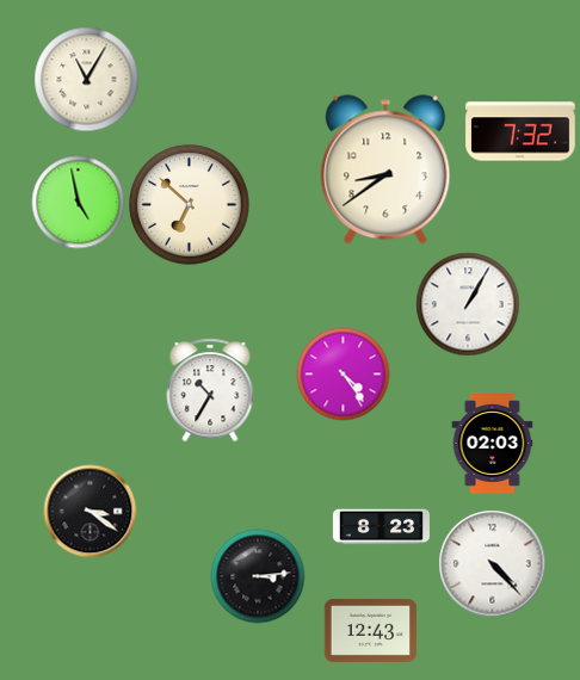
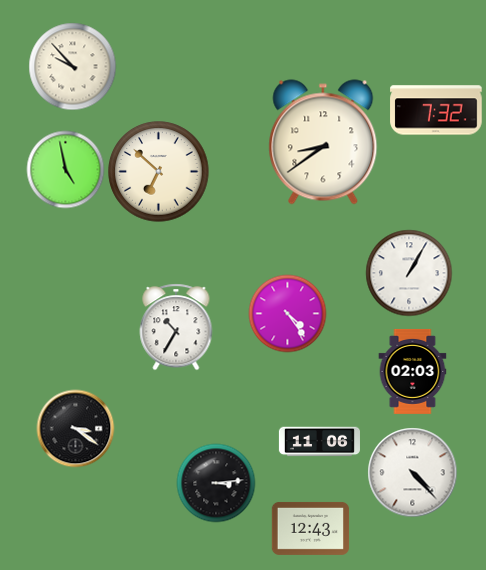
clock at (86, 79): 11:05 -> 9:53
clock at (468, 304) position: (468, 304) -> (409, 273)
clock at (381, 527): 8:23 -> 11:06
